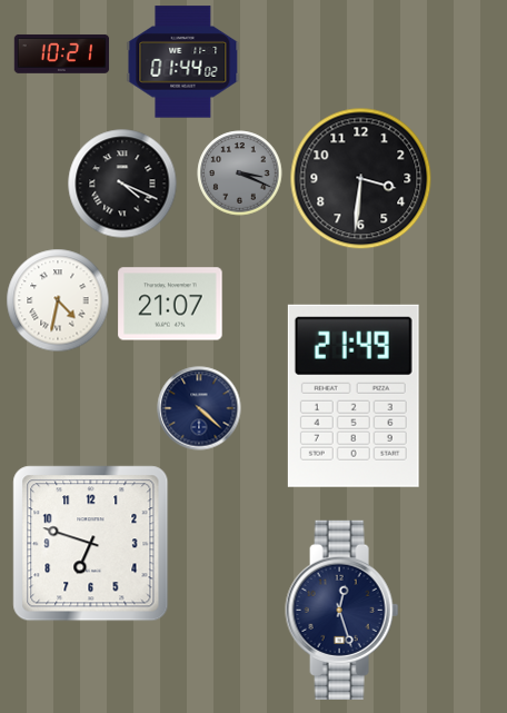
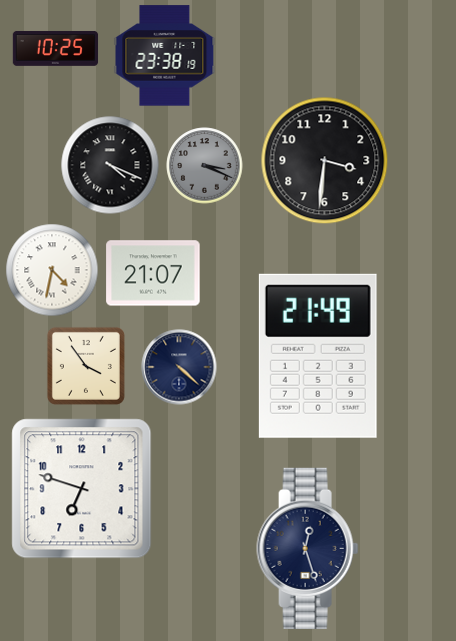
clock at (62, 53): 10:21 -> 10:25
clock at (183, 62): 01:44 -> 23:38
clock at (240, 174) position: (240, 174) -> (205, 166)
clock at (86, 366): none -> 3:54
